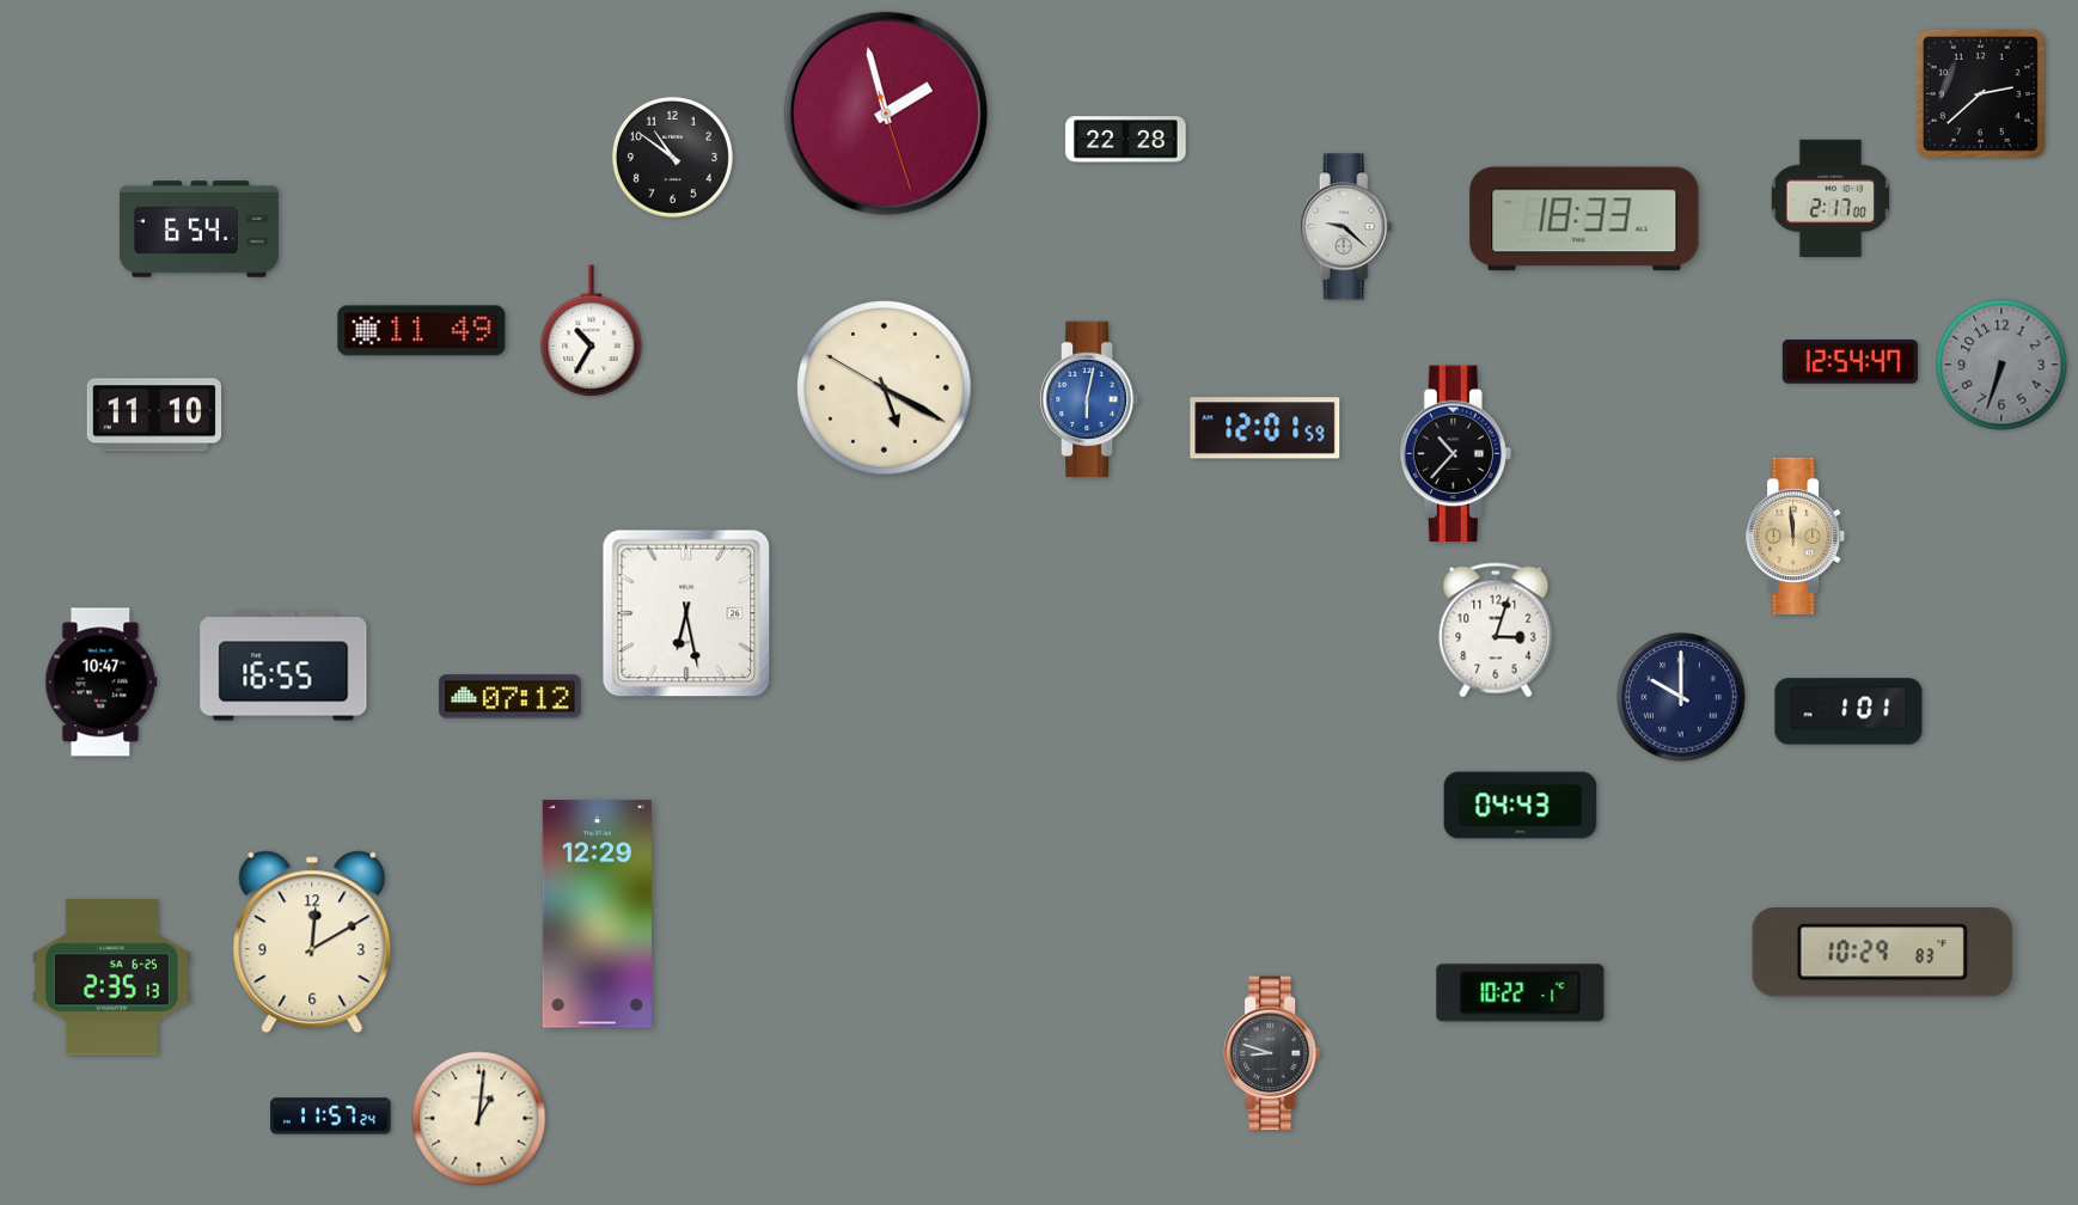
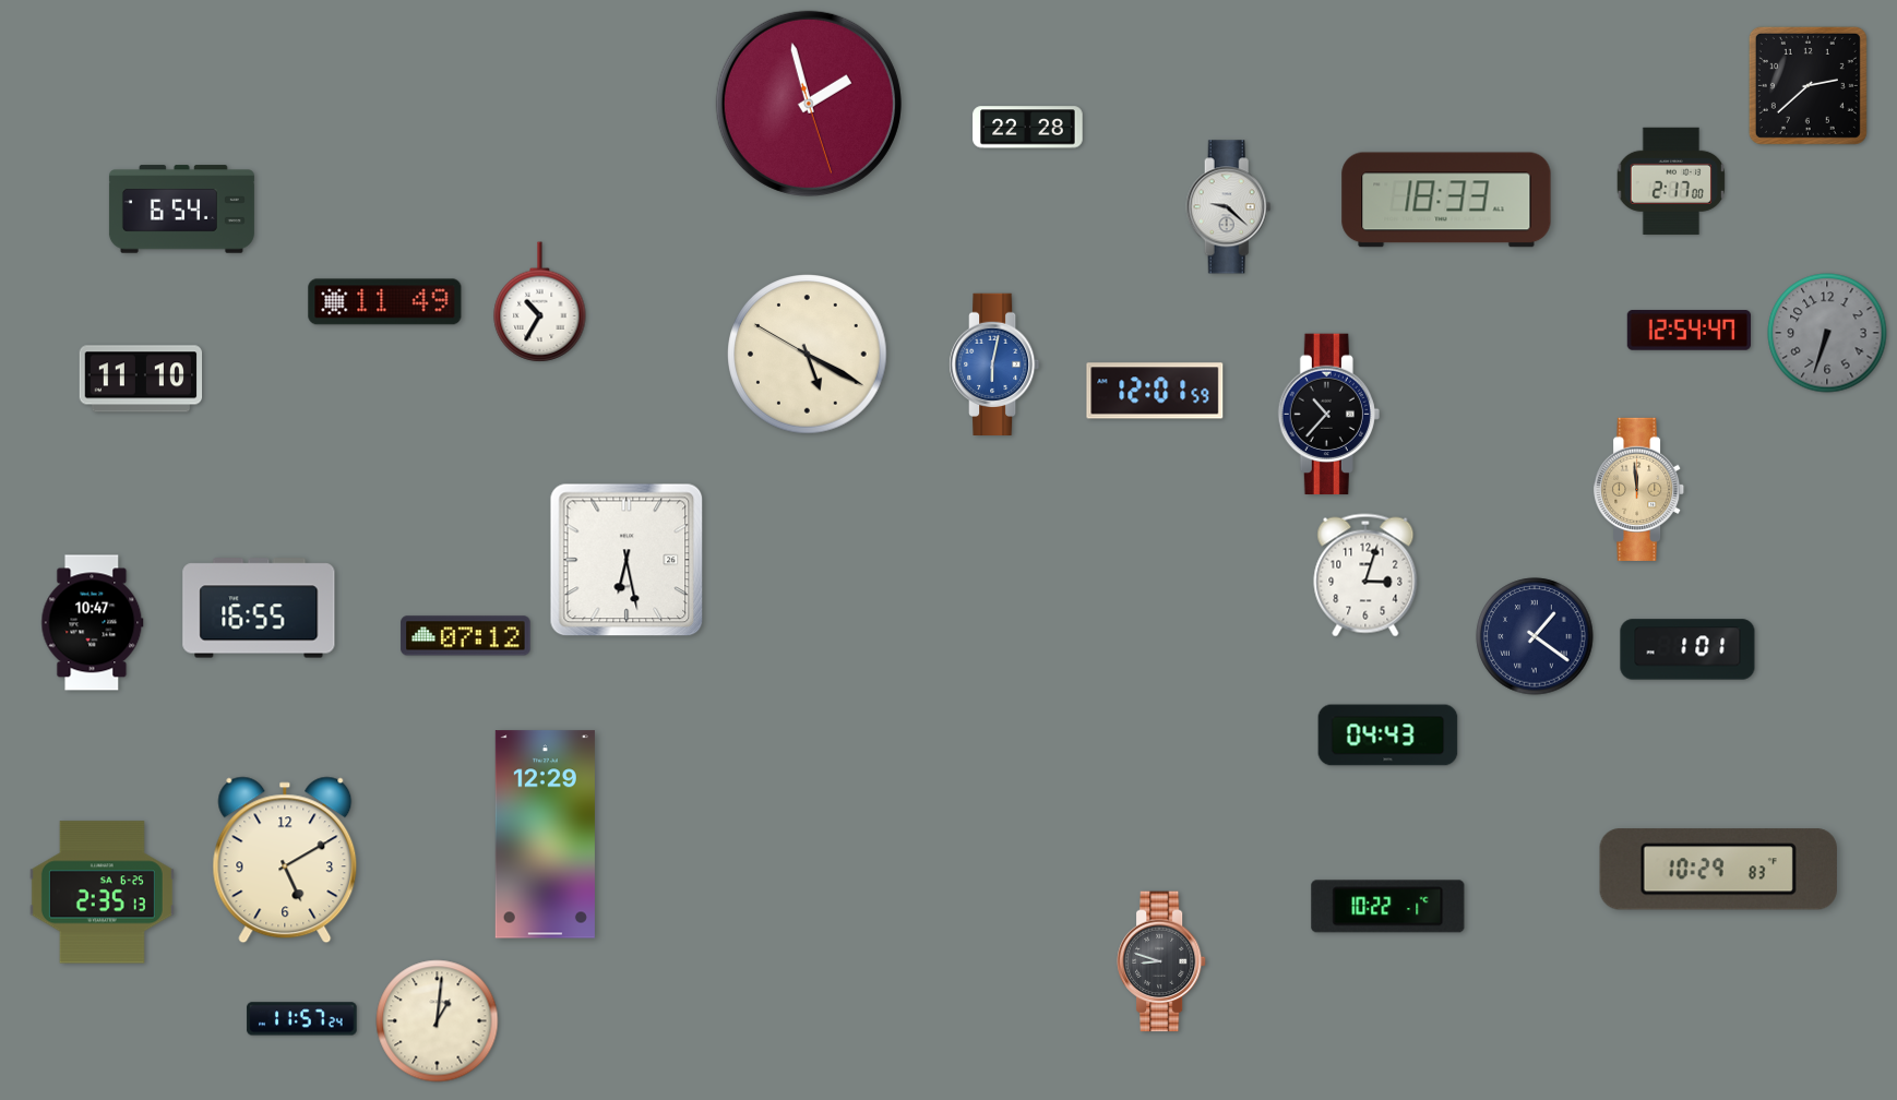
clock at (672, 157): 10:51 -> none
clock at (1681, 697): 10:00 -> 1:21
clock at (312, 942): 12:10 -> 5:10
